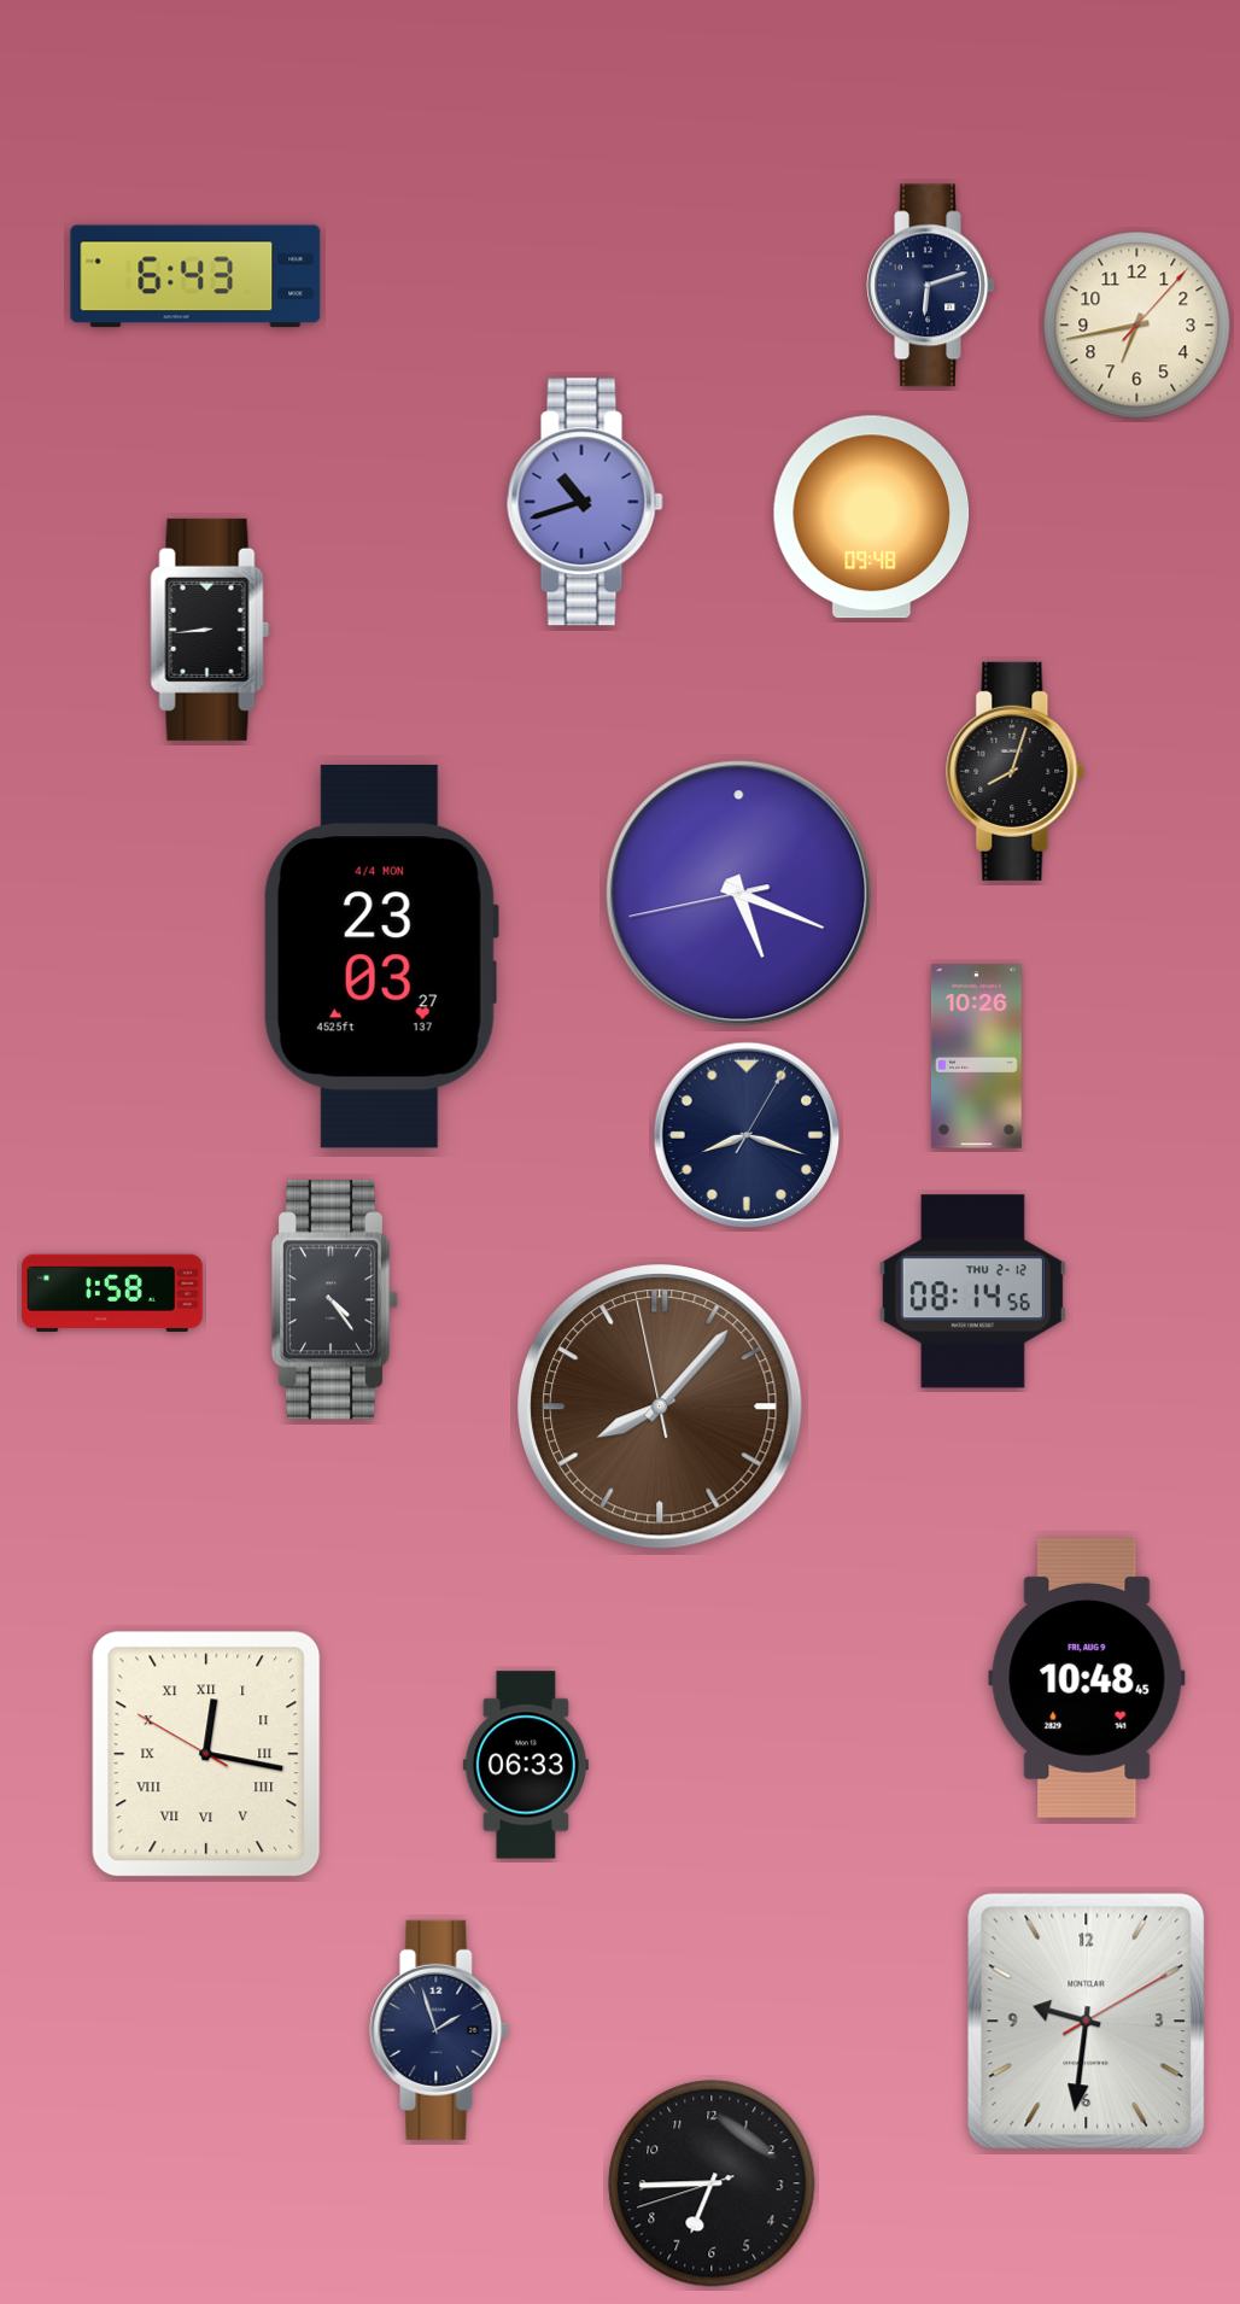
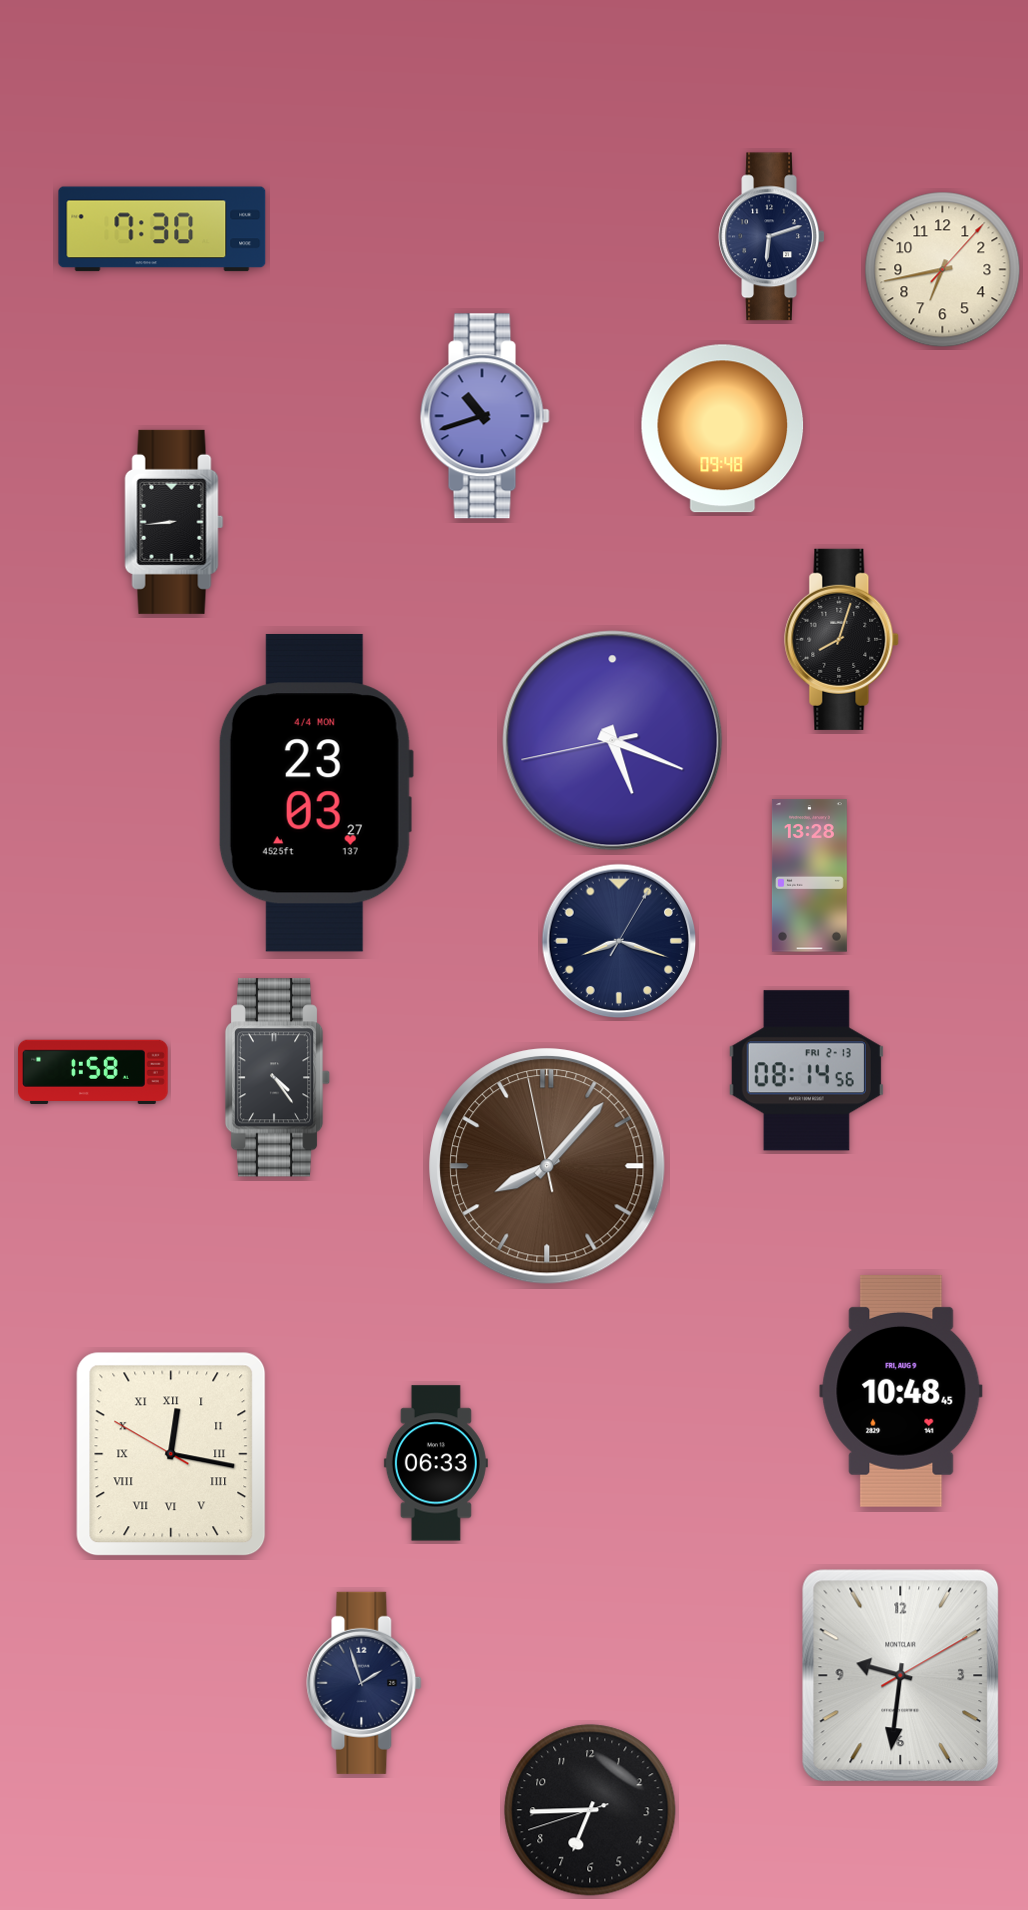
clock at (195, 276): 6:43 -> 7:30
clock at (976, 1057): 10:26 -> 13:28
clock at (972, 1292) date: THU 2-12 -> FRI 2-13
